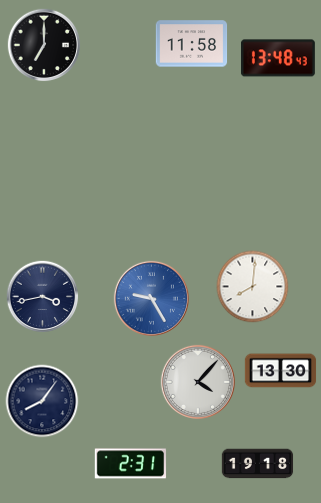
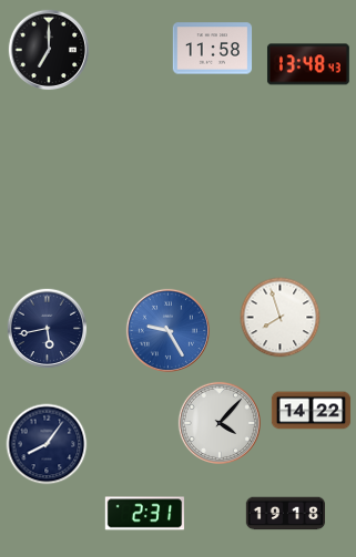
clock at (253, 287): 8:01 -> 7:57
clock at (43, 297): 3:43 -> 5:43
clock at (281, 371): 13:30 -> 14:22
